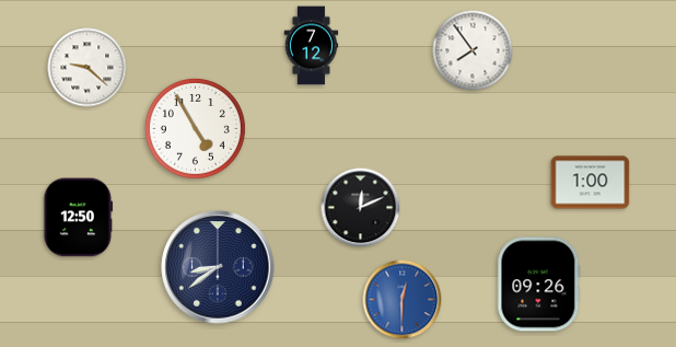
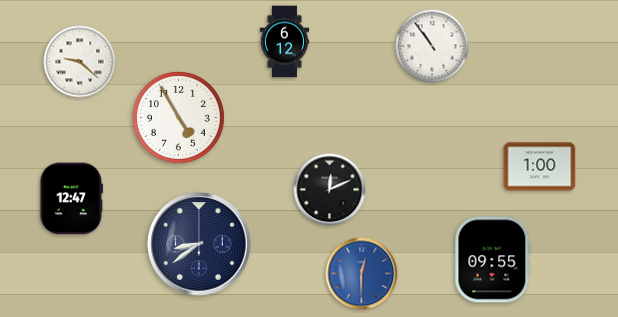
clock at (312, 46): 7:12 -> 6:12
clock at (473, 50): 7:54 -> 10:54
clock at (79, 218): 12:50 -> 12:47
clock at (539, 285): 09:26 -> 09:55
clock at (403, 300) position: (403, 300) -> (362, 274)
